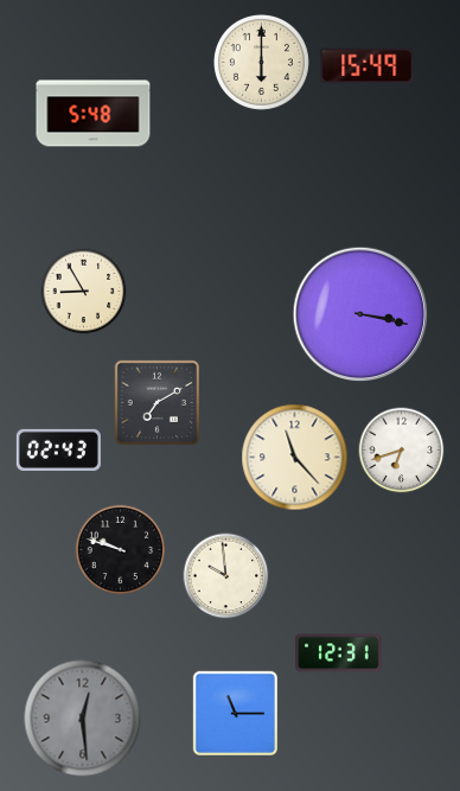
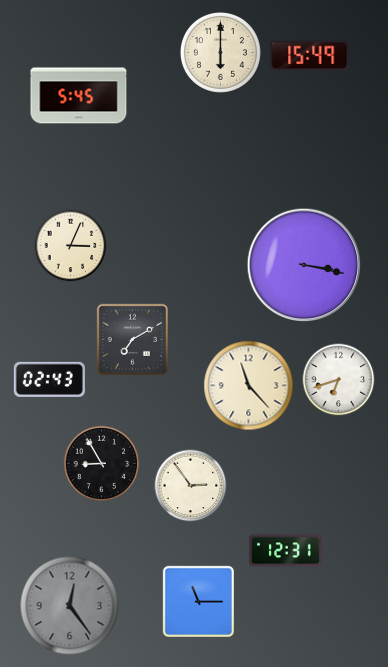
clock at (94, 114): 5:48 -> 5:45
clock at (84, 292): 8:55 -> 3:04
clock at (121, 550): 9:48 -> 8:55
clock at (226, 576): 9:59 -> 2:54
clock at (83, 719): 12:29 -> 12:24
